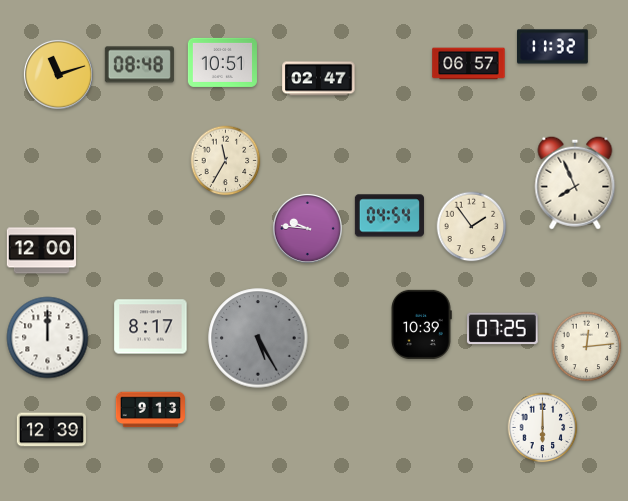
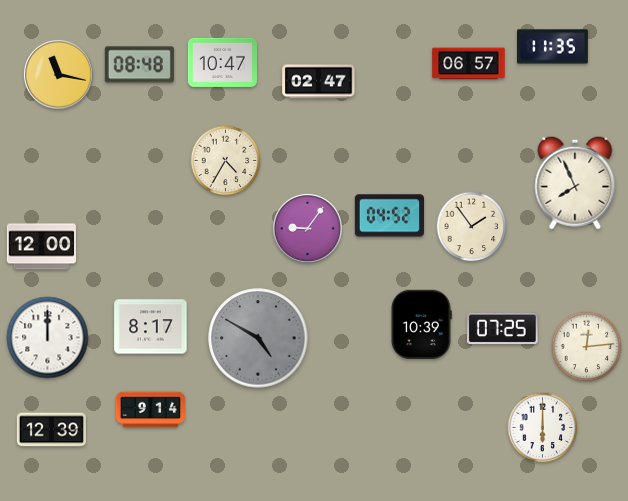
clock at (553, 47): 11:32 -> 11:35
clock at (222, 62): 10:51 -> 10:47
clock at (58, 74): 11:12 -> 11:17
clock at (319, 79) position: (319, 79) -> (319, 82)
clock at (226, 161): 11:35 -> 4:35
clock at (389, 216): 04:54 -> 04:52
clock at (307, 228): 9:46 -> 9:06
clock at (41, 251) position: (41, 251) -> (41, 247)
clock at (258, 338): 5:25 -> 4:50
clock at (150, 410): 9:13 -> 9:14
